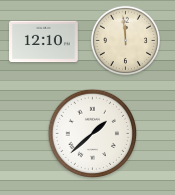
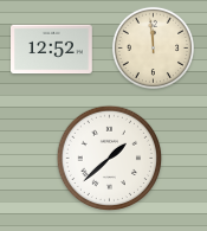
clock at (125, 40) position: (125, 40) -> (153, 47)
clock at (44, 42): 12:10 -> 12:52
